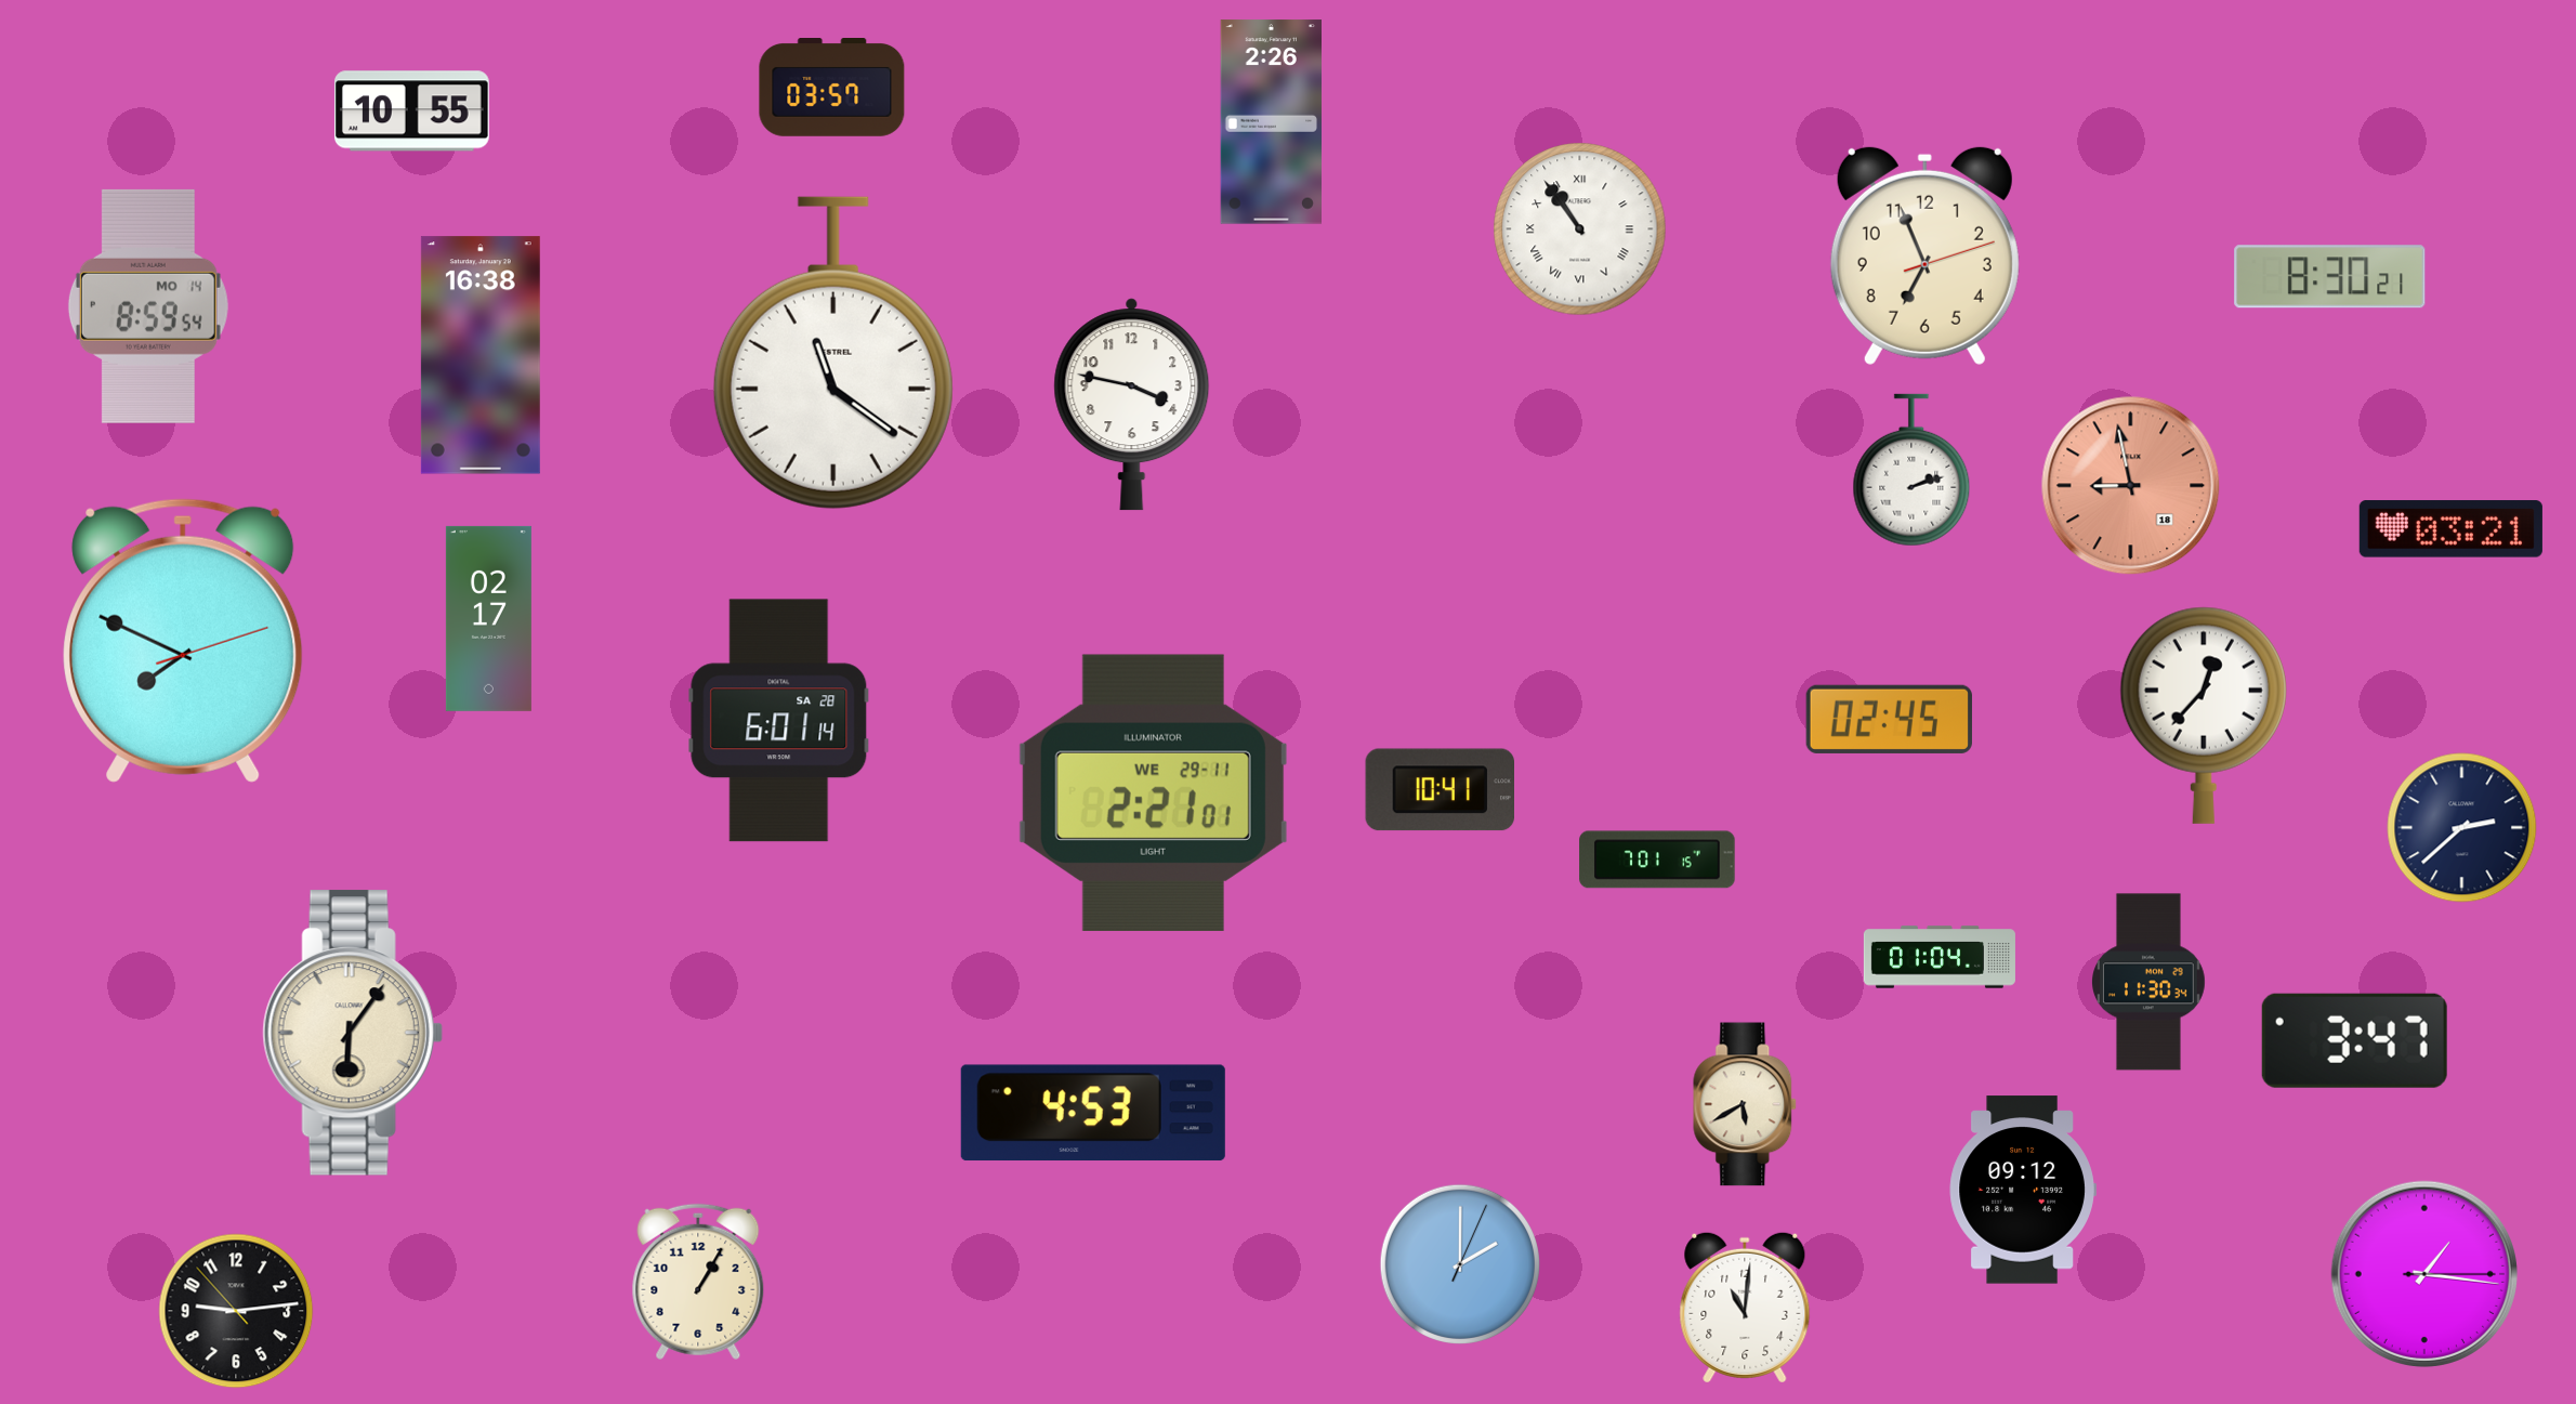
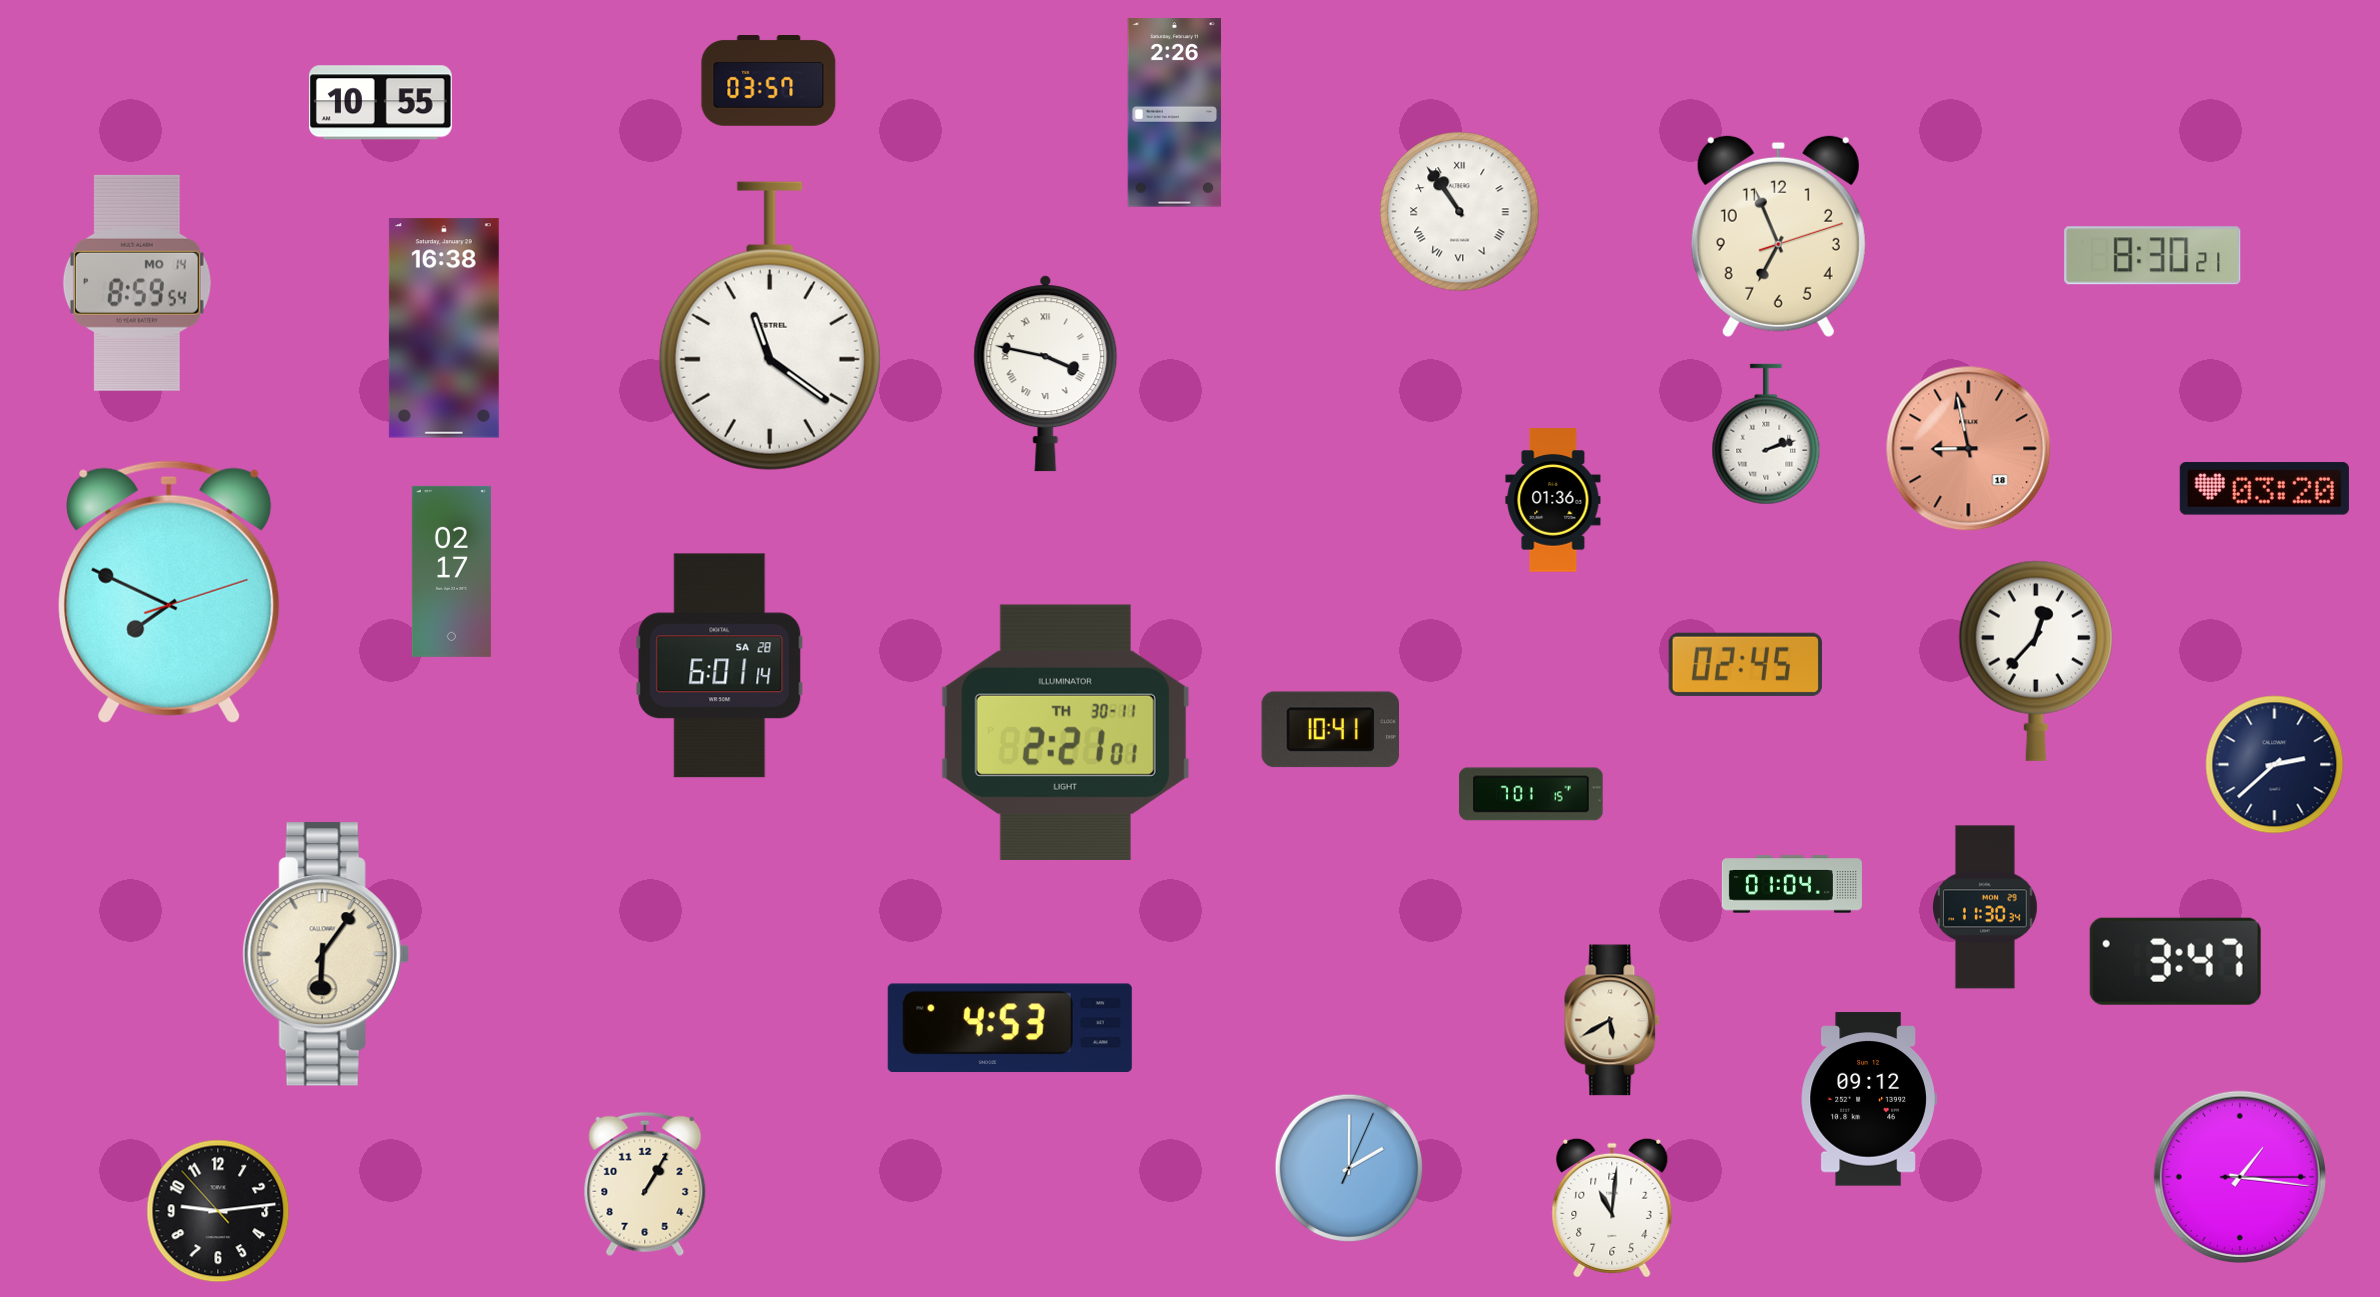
clock at (1132, 405) numerals: Arabic -> Roman
clock at (2450, 529): 03:21 -> 03:20
clock at (1553, 500): none -> 01:36
clock at (1153, 792) date: WE 29-11 -> TH 30-11
